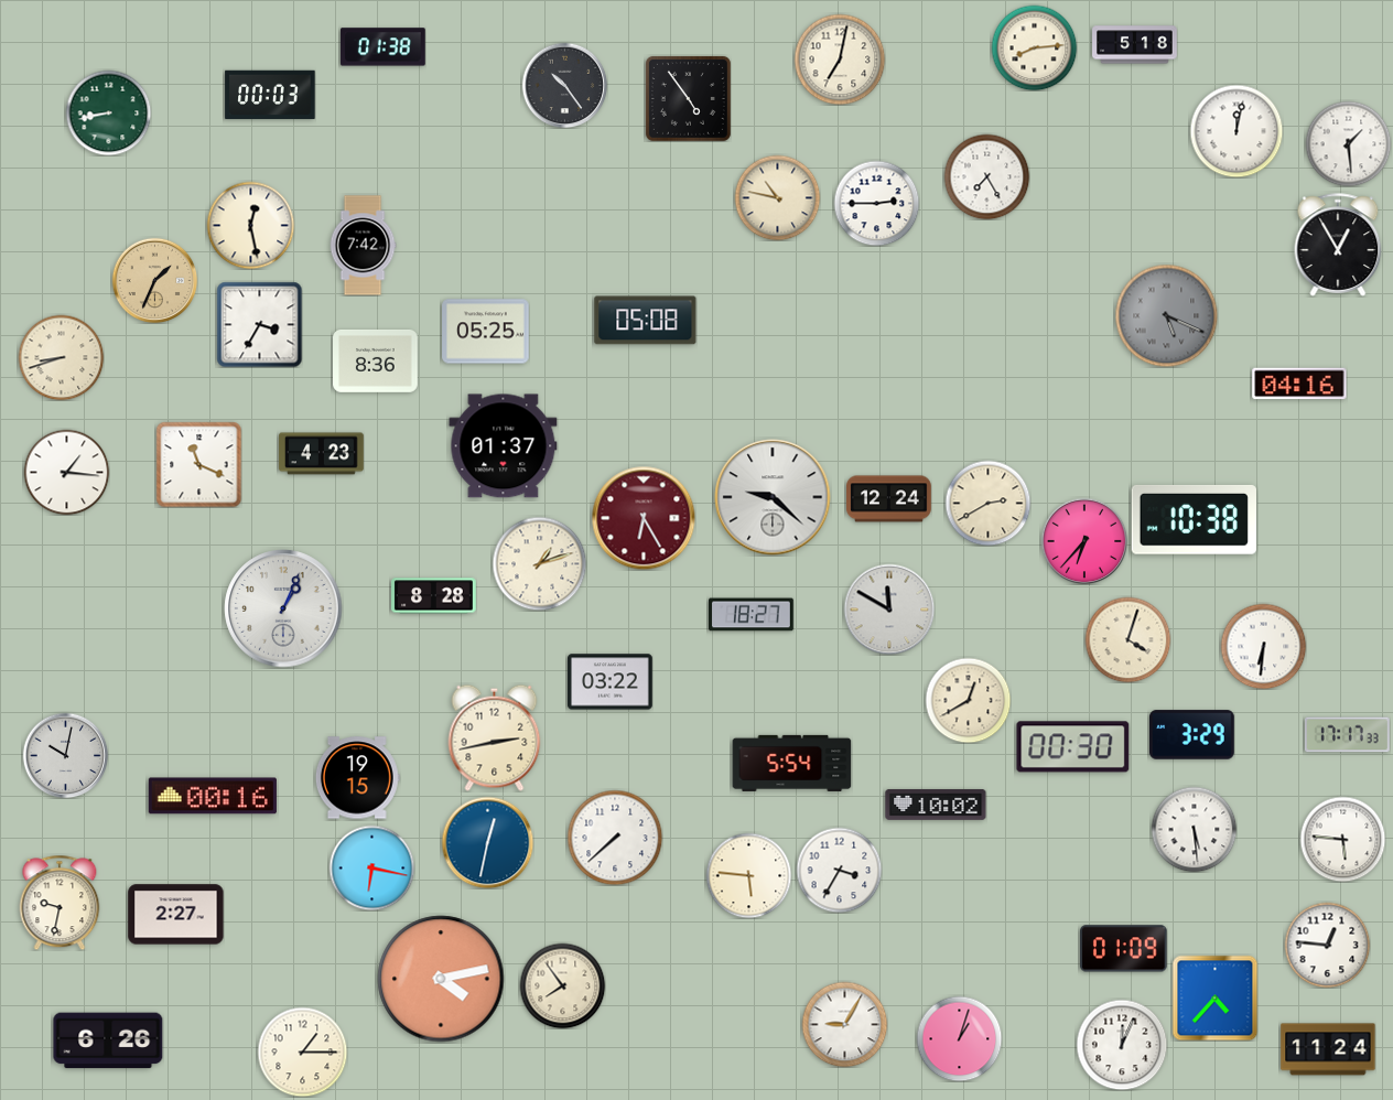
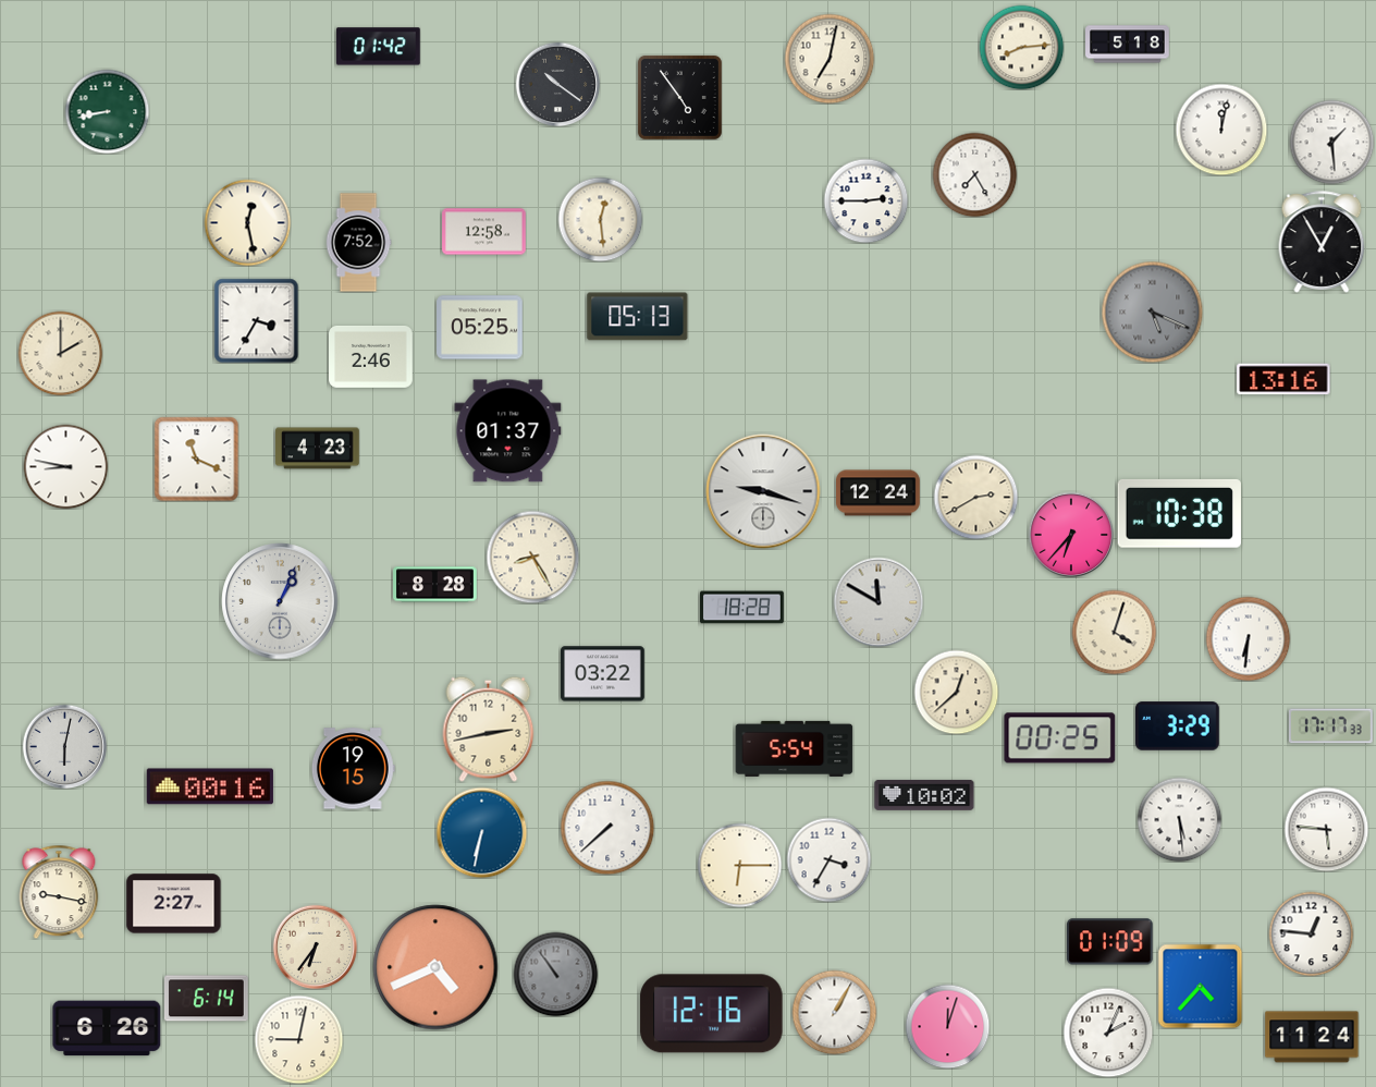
clock at (1135, 45) position: (1135, 45) -> (1128, 45)
clock at (384, 47): 01:38 -> 01:42
clock at (564, 85): 10:24 -> 10:21
clock at (270, 95): 00:03 -> none
clock at (777, 197): 10:47 -> none
clock at (600, 219): none -> 12:29
clock at (484, 232): none -> 12:58
clock at (363, 246): 7:42 -> 7:52
clock at (154, 280): 1:34 -> none
clock at (646, 321): 05:08 -> 05:13
clock at (61, 357): 8:42 -> 2:00
clock at (376, 360): 8:36 -> 2:46
clock at (1299, 384): 04:16 -> 13:16
clock at (504, 446) position: (504, 446) -> (508, 431)
clock at (66, 472): 1:16 -> 8:47
clock at (773, 497): 9:22 -> 9:18
clock at (644, 518): 6:25 -> none
clock at (539, 563): 1:12 -> 8:25
clock at (434, 596) position: (434, 596) -> (435, 585)
clock at (752, 615): 18:27 -> 18:28
clock at (968, 700): 12:40 -> 12:38
clock at (1073, 747): 00:30 -> 00:25
clock at (65, 755): 10:02 -> 6:02
clock at (792, 763) position: (792, 763) -> (795, 748)
clock at (487, 842): 12:32 -> 6:32
clock at (371, 867): 6:17 -> none
clock at (748, 875): 5:46 -> 6:15
clock at (60, 903): 9:32 -> 9:17
clock at (1124, 949) position: (1124, 949) -> (1110, 942)
clock at (315, 946): none -> 6:36
clock at (441, 979): 4:13 -> 4:41
clock at (562, 985): 7:54 -> 10:54
clock at (562, 985) dial: cream -> grey
clock at (206, 999): none -> 6:14
clock at (844, 1024): 9:05 -> 1:05
clock at (712, 1014): none -> 12:16
clock at (959, 1038): 1:03 -> 12:03
clock at (1122, 1045): 12:04 -> 2:04
clock at (302, 1052): 1:15 -> 9:02
